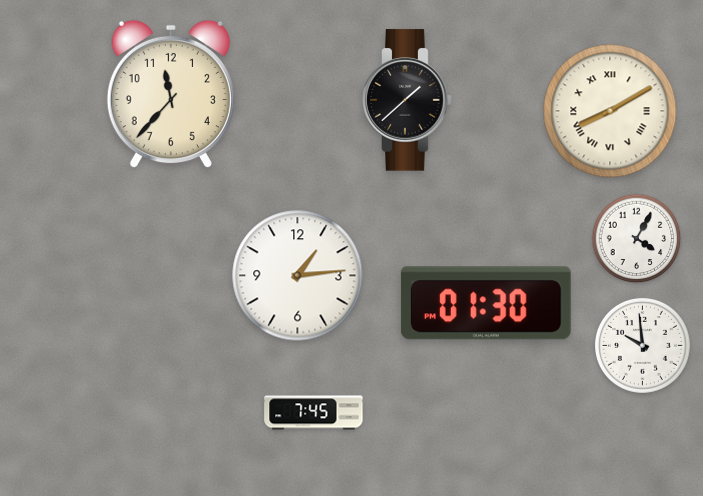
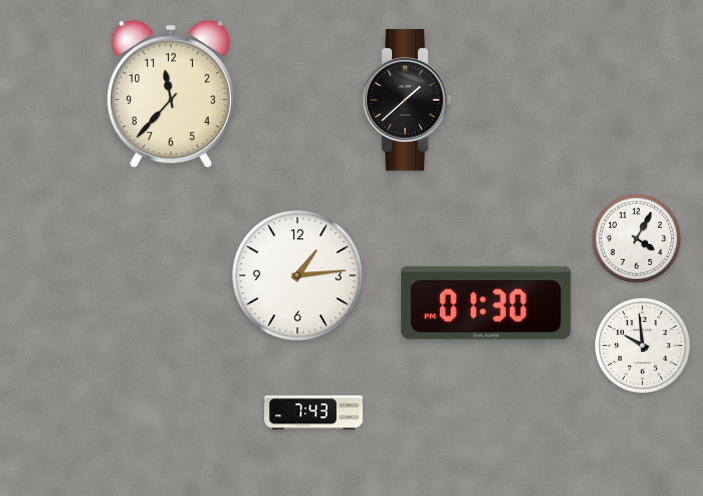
clock at (610, 111): 8:10 -> none
clock at (314, 413): 7:45 -> 7:43
